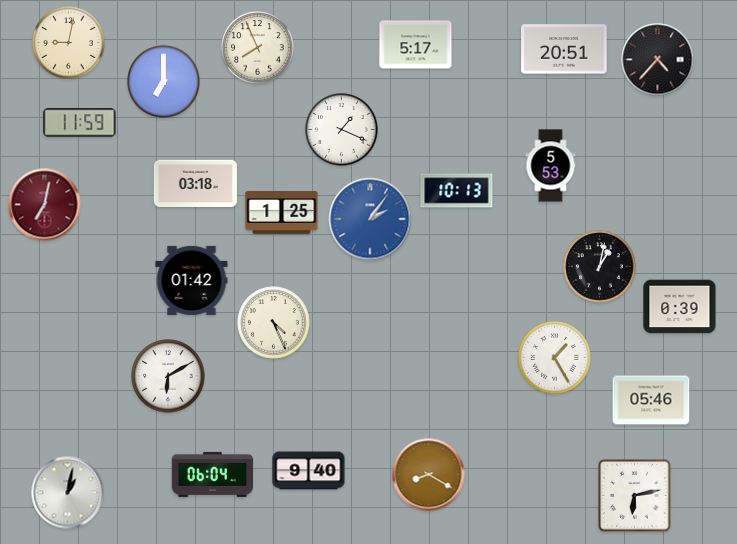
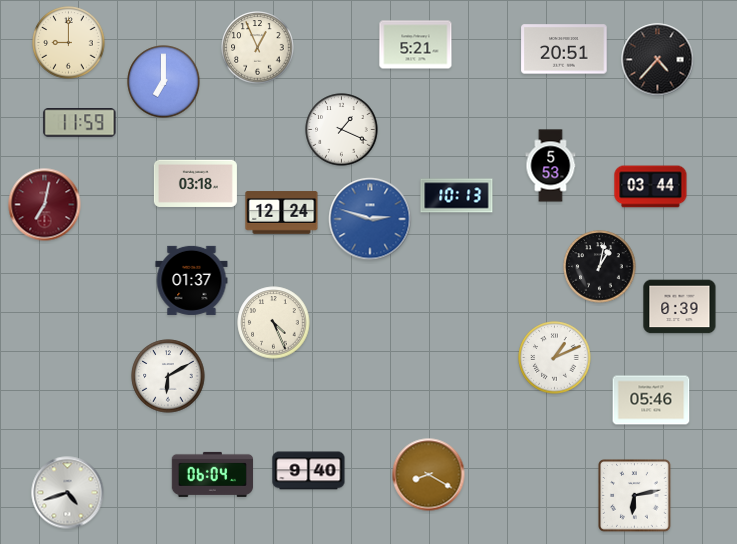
clock at (69, 43): 9:02 -> 9:00
clock at (416, 45): 5:17 -> 5:21
clock at (258, 48): 7:56 -> 12:56
clock at (651, 187): none -> 03:44
clock at (457, 191) position: (457, 191) -> (457, 196)
clock at (282, 213): 1:25 -> 12:24
clock at (370, 219): 2:06 -> 2:48
clock at (192, 280): 01:42 -> 01:37
clock at (555, 358): 1:25 -> 1:11
clock at (68, 493): 1:02 -> 4:42
